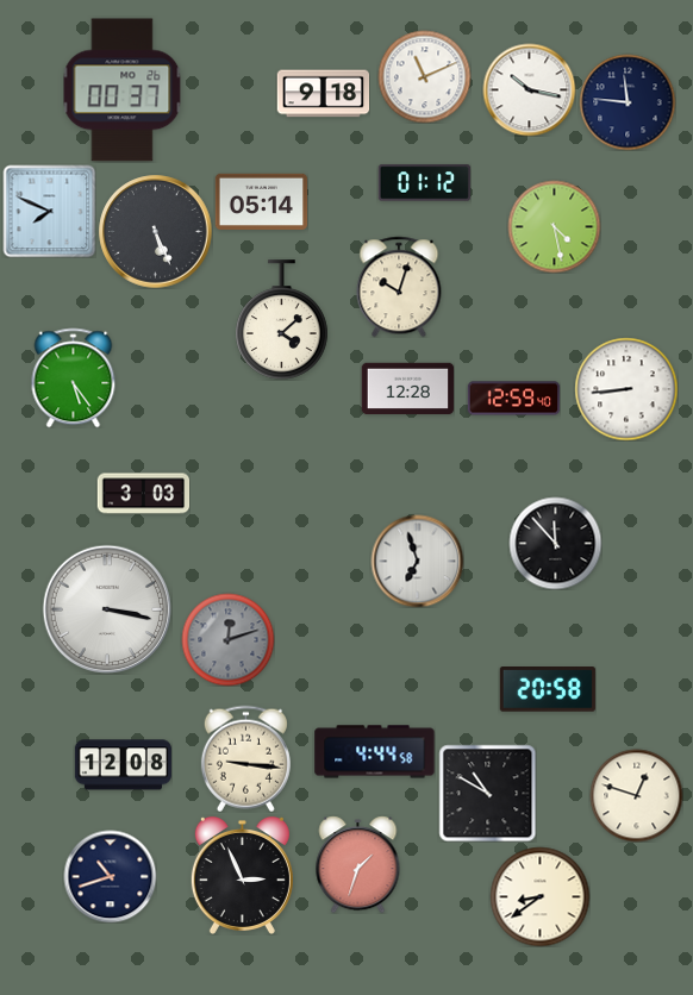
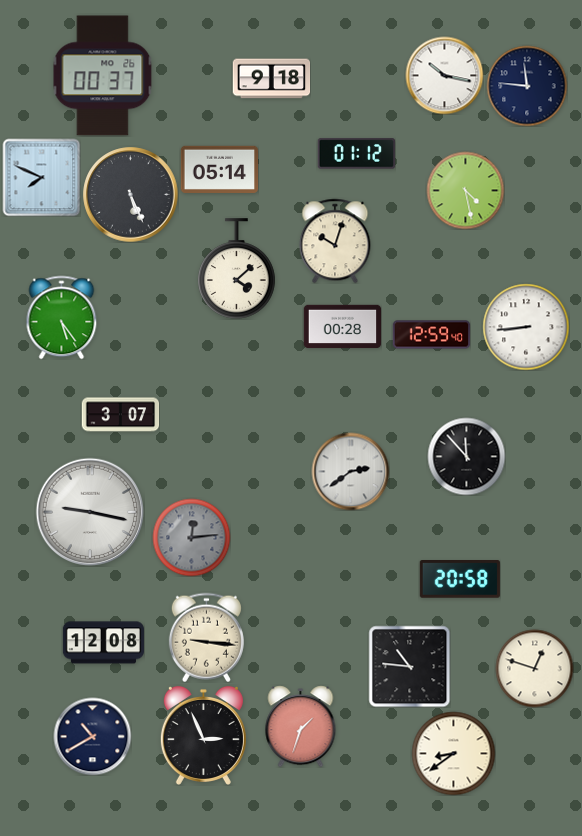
clock at (424, 76): 11:11 -> none
clock at (407, 389): 12:28 -> 00:28
clock at (143, 494): 3:03 -> 3:07
clock at (417, 561): 6:57 -> 2:39
clock at (107, 609): 3:17 -> 9:17
clock at (227, 639): 12:12 -> 12:14
clock at (375, 752): 4:44 -> none
clock at (487, 793): 10:50 -> 10:46
clock at (110, 876): 10:42 -> 10:40
